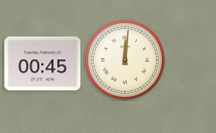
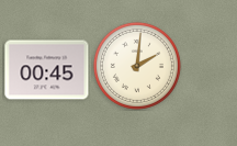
clock at (125, 60): 12:01 -> 2:01
